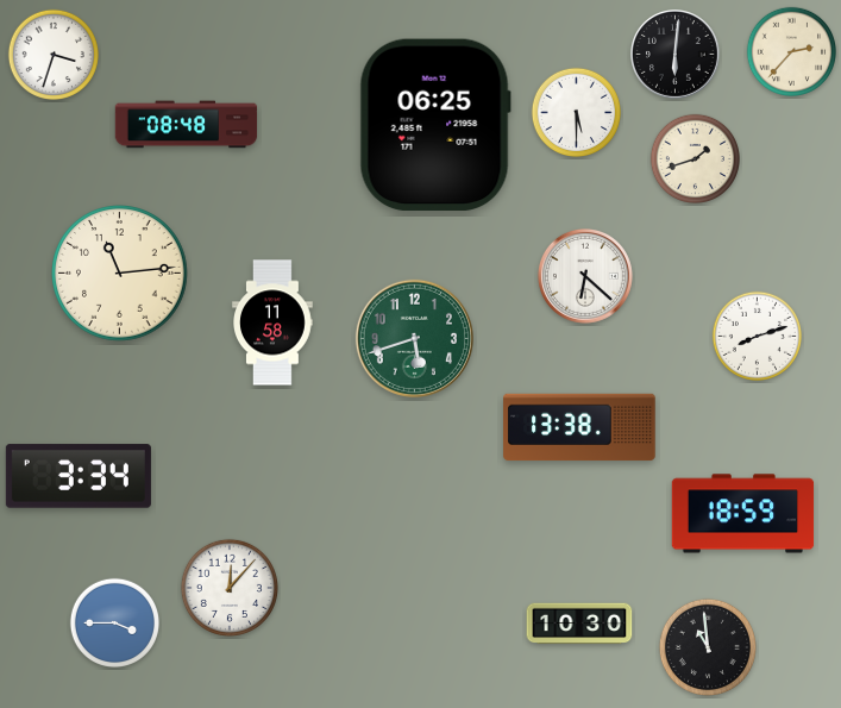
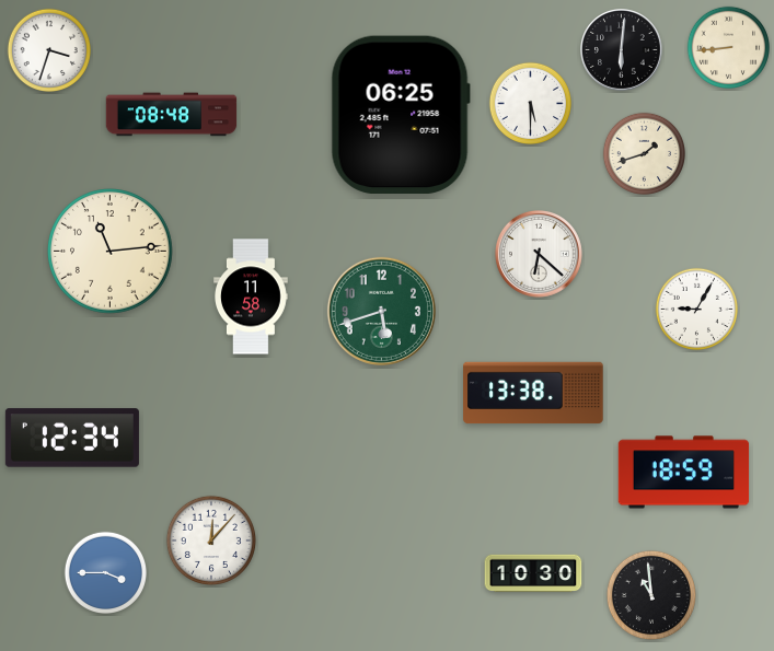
clock at (791, 51): 2:37 -> 8:44
clock at (695, 158) position: (695, 158) -> (644, 153)
clock at (757, 336): 8:12 -> 9:05
clock at (79, 476): 3:34 -> 12:34
